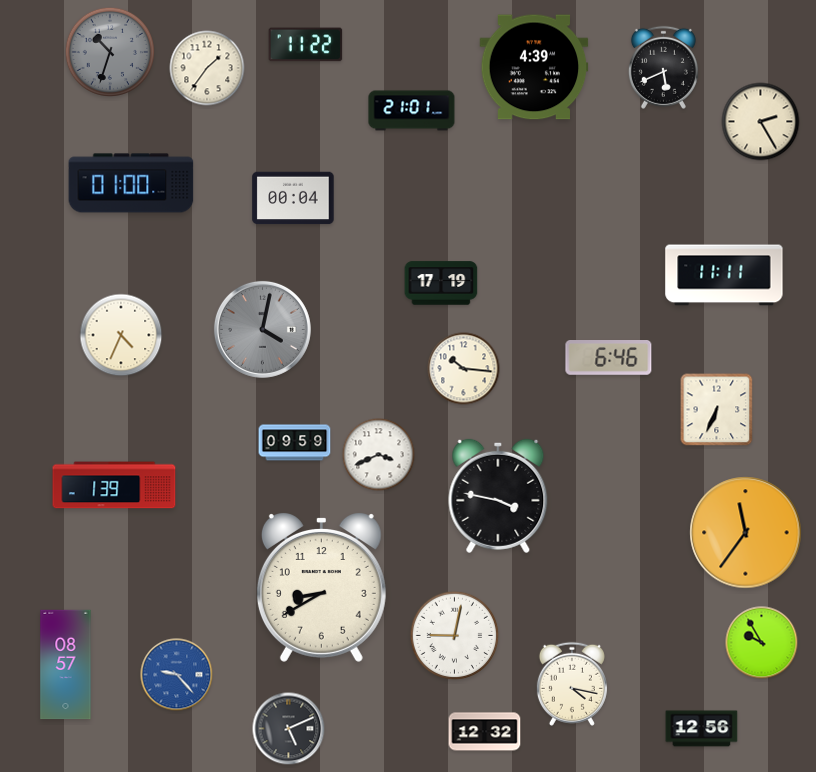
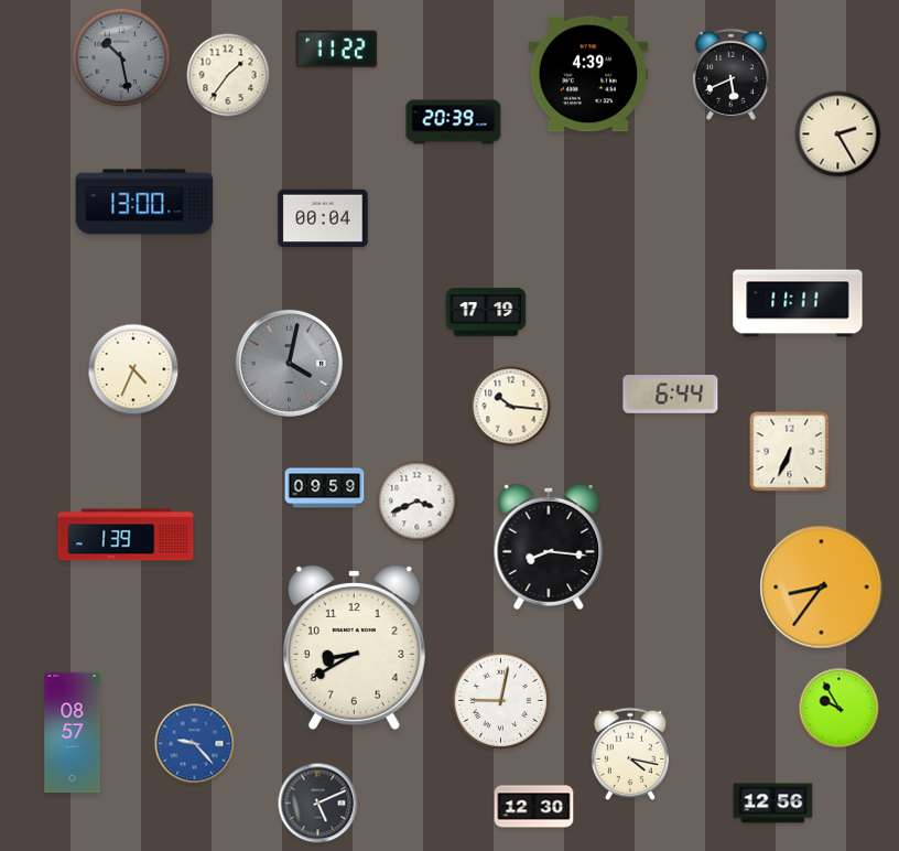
clock at (109, 51): 10:33 -> 10:28
clock at (412, 111): 21:01 -> 20:39
clock at (131, 183): 01:00 -> 13:00
clock at (609, 358): 6:46 -> 6:44
clock at (498, 496): 3:47 -> 8:16
clock at (746, 533): 11:36 -> 8:36
clock at (485, 732): 12:32 -> 12:30
